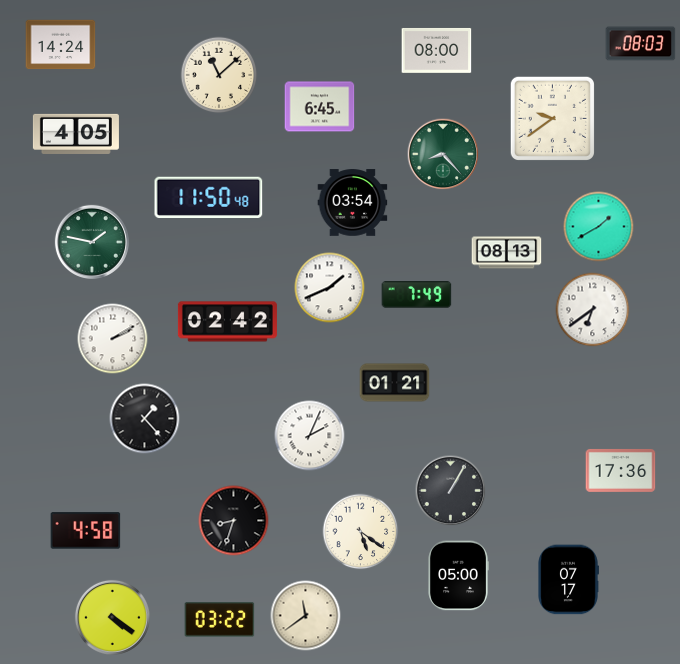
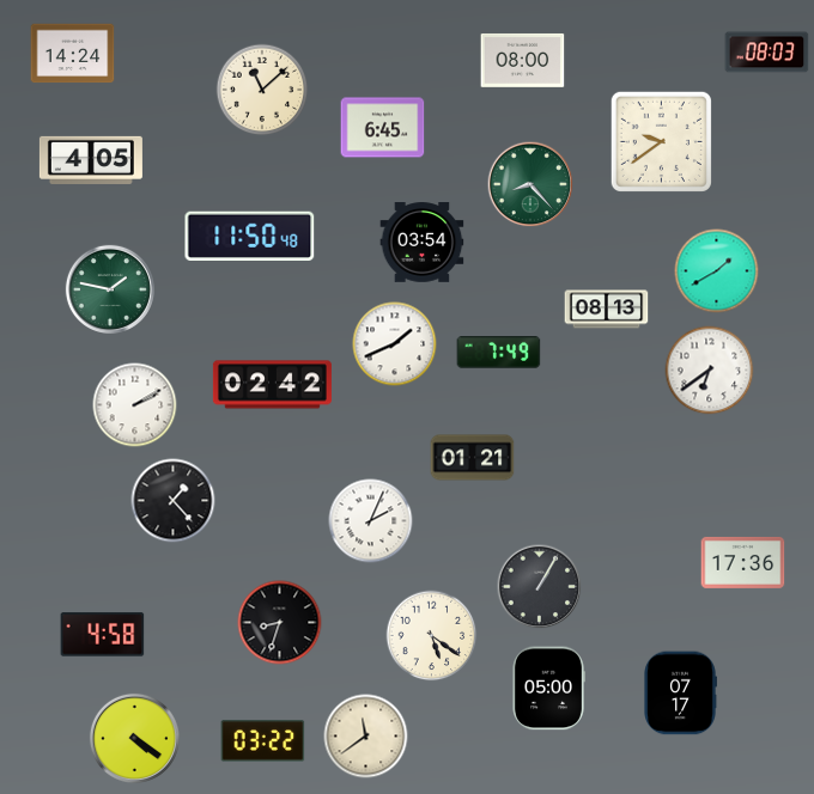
clock at (507, 253) position: (507, 253) -> (607, 310)
